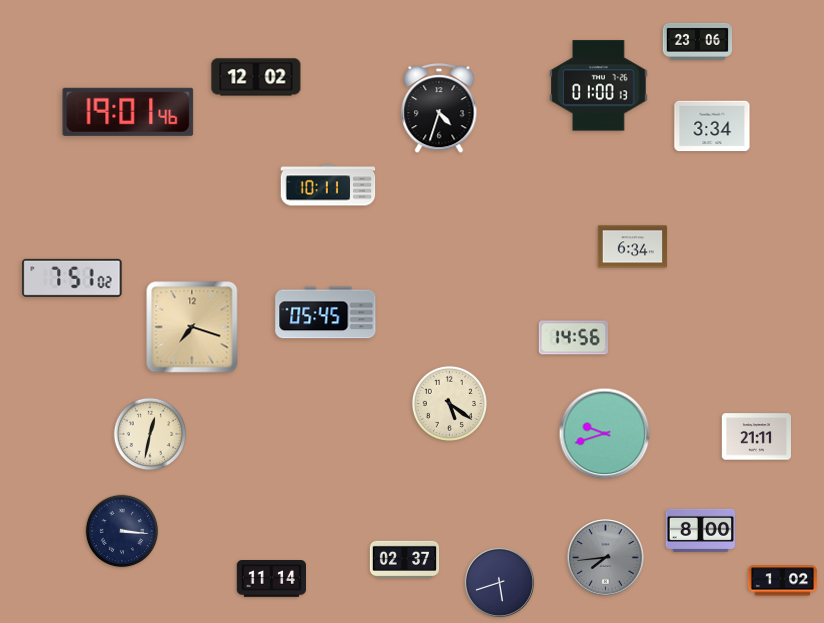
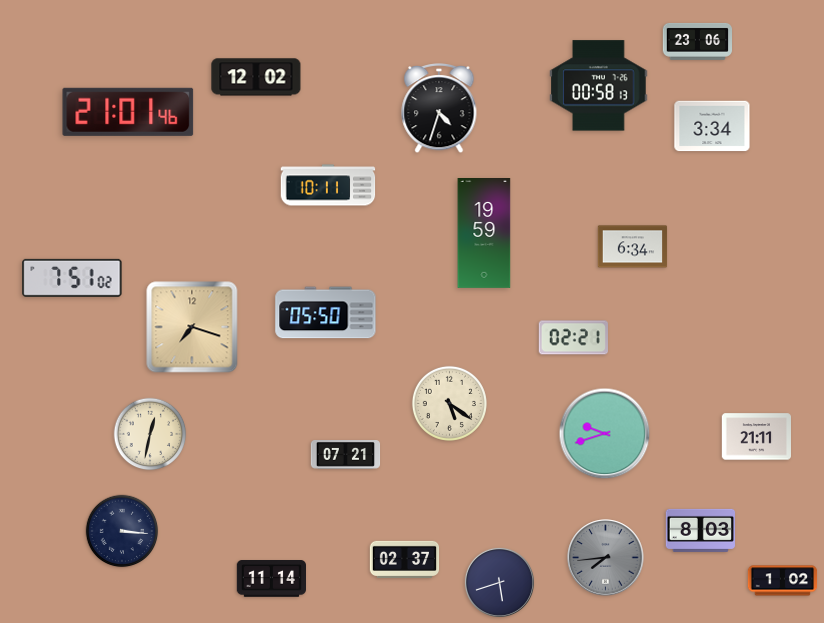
clock at (599, 86): 01:00 -> 00:58
clock at (128, 112): 19:01 -> 21:01
clock at (484, 234): none -> 19:59
clock at (326, 313): 05:45 -> 05:50
clock at (573, 338): 14:56 -> 02:21
clock at (346, 455): none -> 07:21
clock at (701, 530): 8:00 -> 8:03
